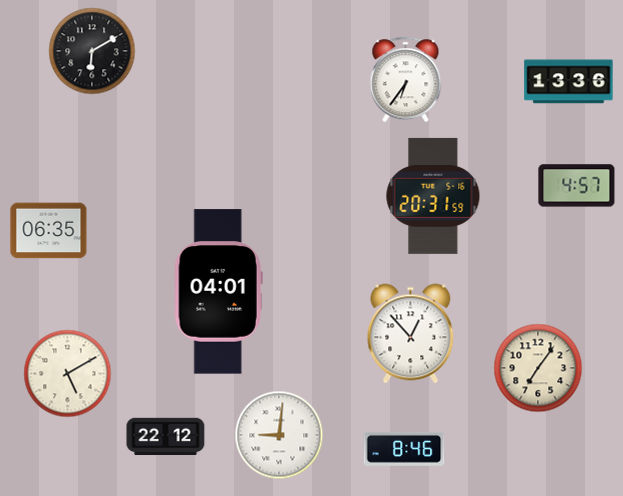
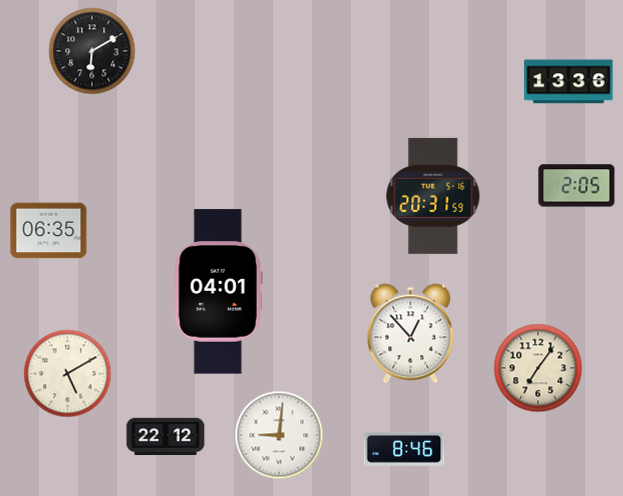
clock at (406, 80): 6:36 -> none
clock at (577, 186): 4:57 -> 2:05
